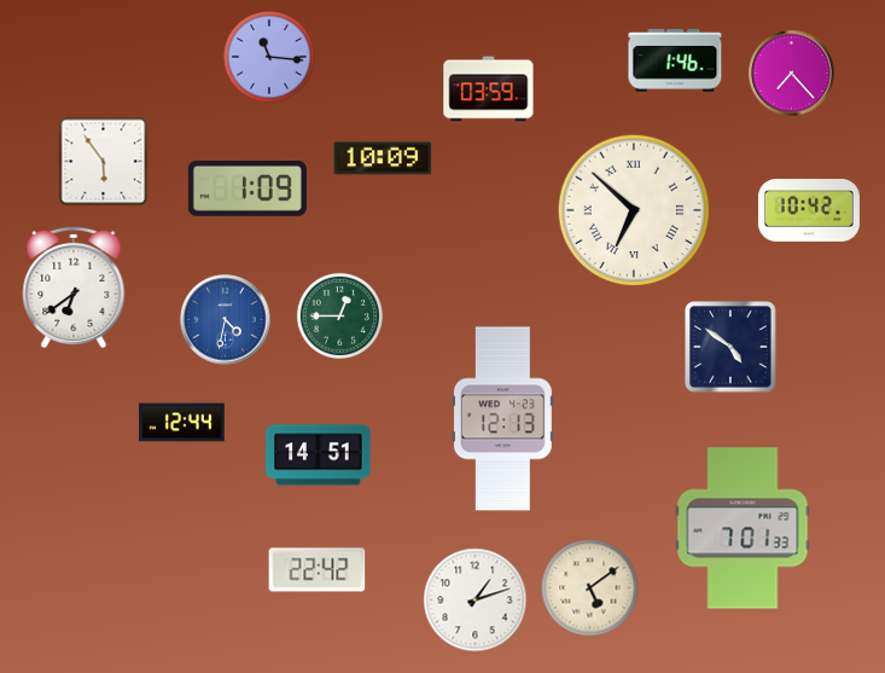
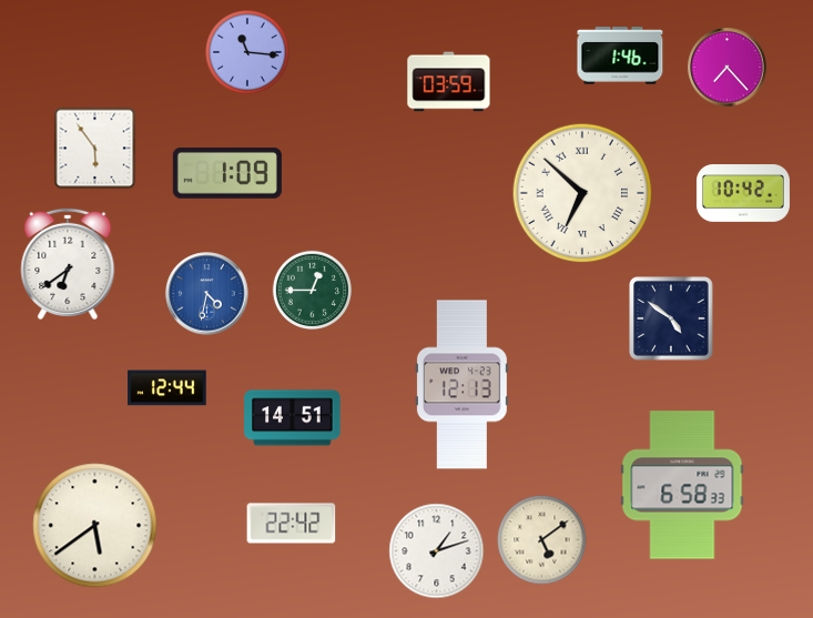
clock at (383, 158): 10:09 -> none
clock at (743, 528): 7:01 -> 6:58
clock at (95, 526): none -> 5:39
